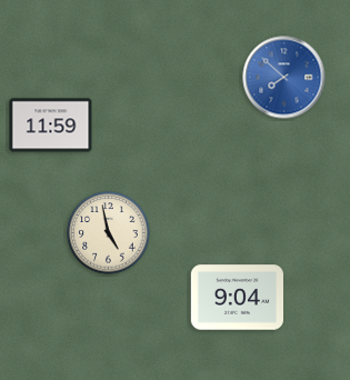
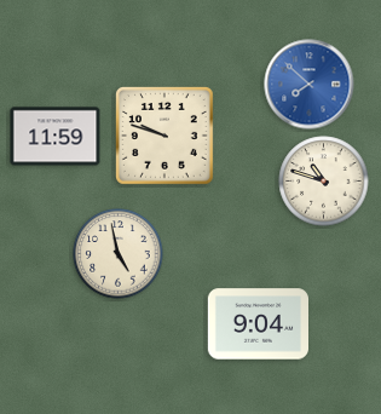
clock at (166, 137): none -> 9:48
clock at (324, 182): none -> 10:48
